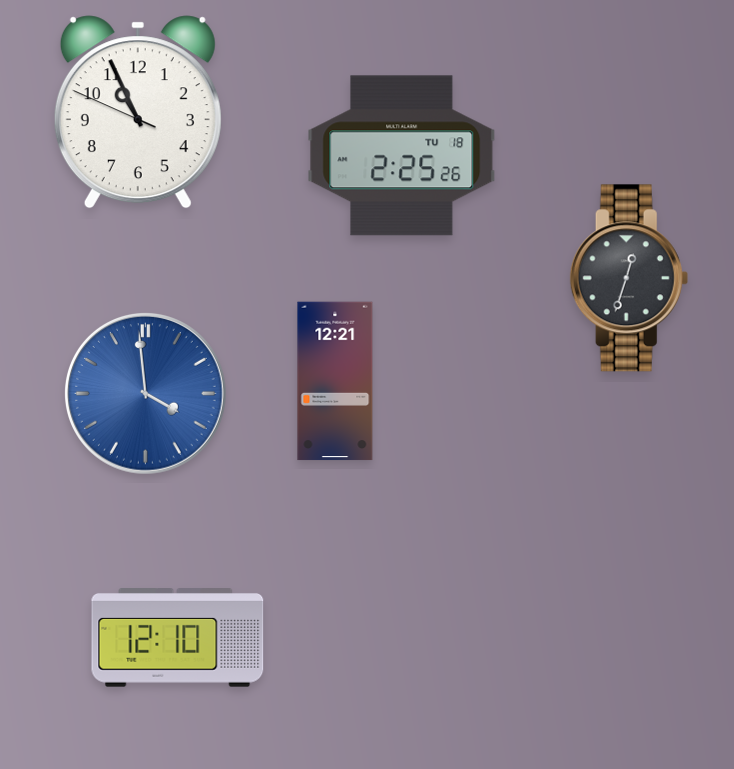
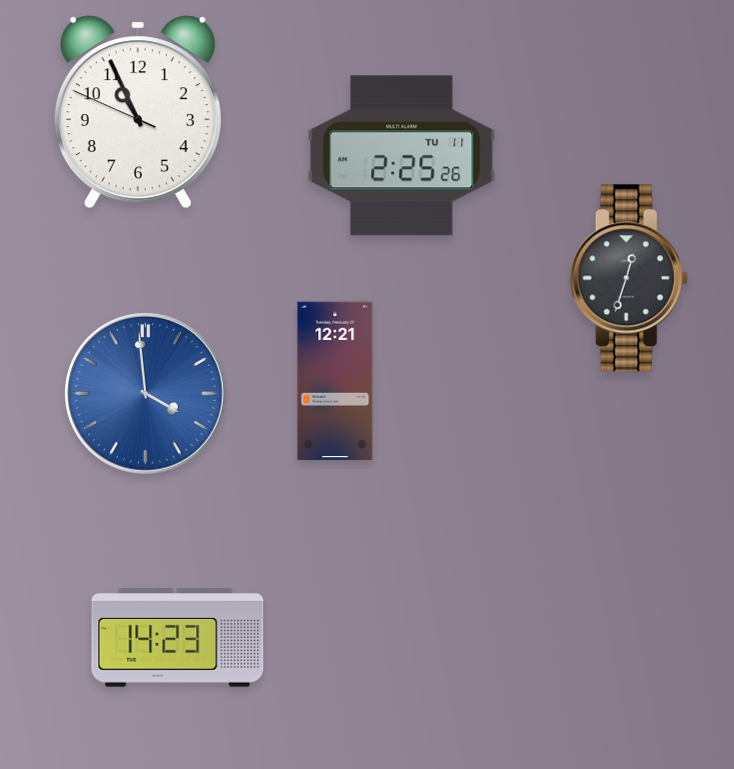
clock at (402, 156) date: TU 18 -> TU 11
clock at (178, 638): 12:10 -> 14:23
